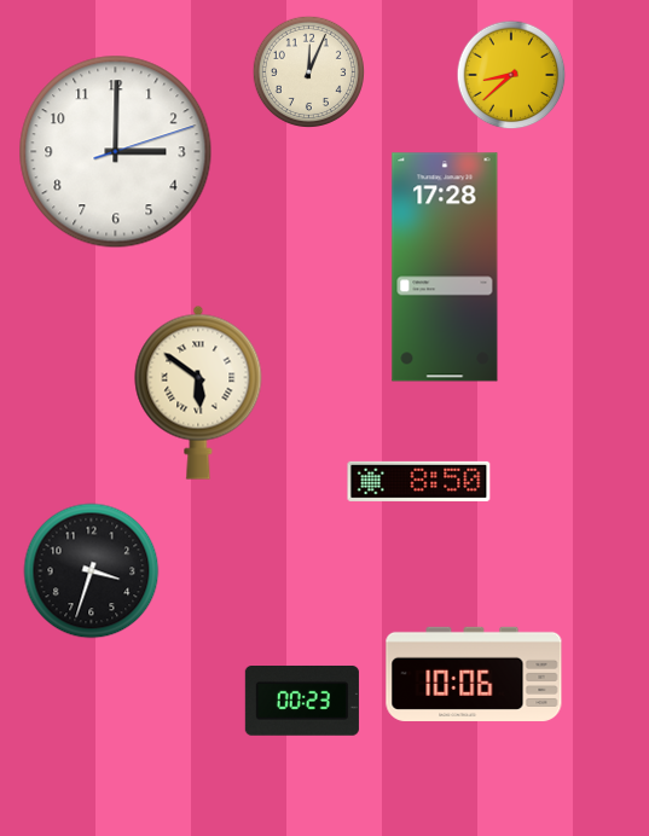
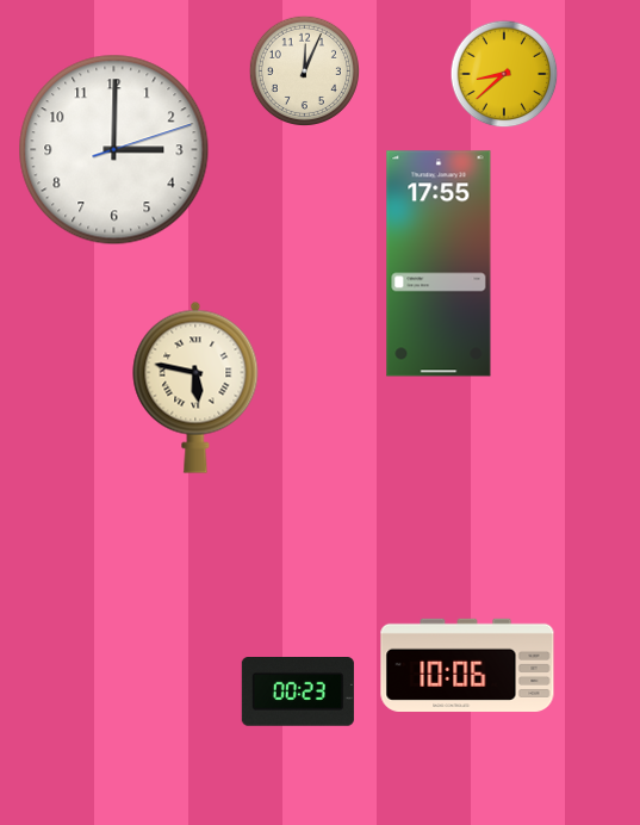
clock at (445, 267): 17:28 -> 17:55
clock at (198, 393): 5:51 -> 5:47
clock at (419, 481): 8:50 -> none
clock at (92, 571): 3:33 -> none
